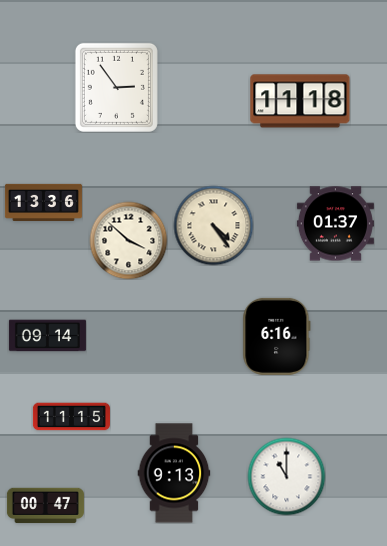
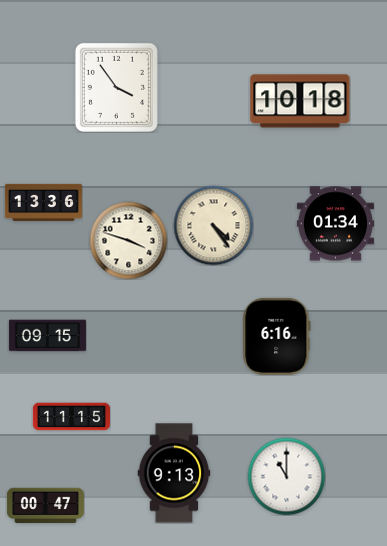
clock at (116, 87): 2:54 -> 3:54
clock at (300, 101): 11:18 -> 10:18
clock at (335, 224): 01:37 -> 01:34
clock at (128, 240): 3:52 -> 3:48
clock at (47, 336): 09:14 -> 09:15
